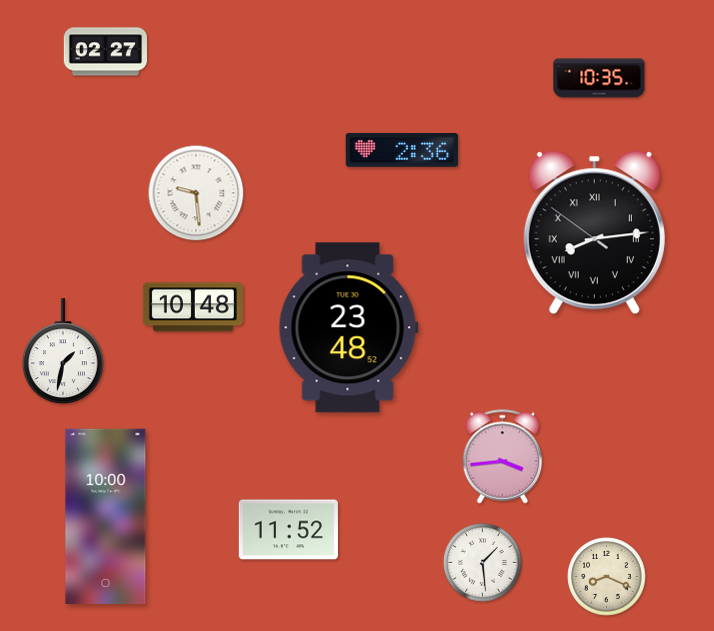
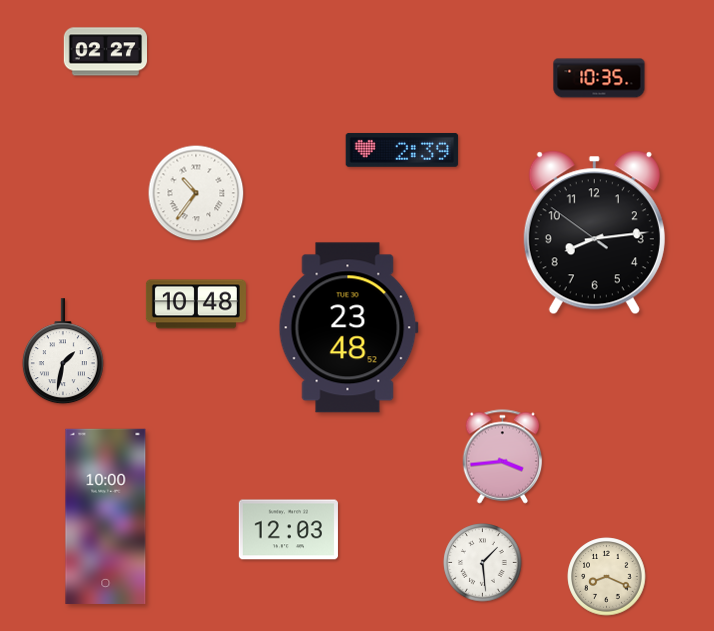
clock at (402, 150): 2:36 -> 2:39
clock at (196, 193): 9:29 -> 10:36
clock at (594, 233) numerals: Roman -> Arabic
clock at (193, 307) position: (193, 307) -> (196, 304)
clock at (288, 530): 11:52 -> 12:03
